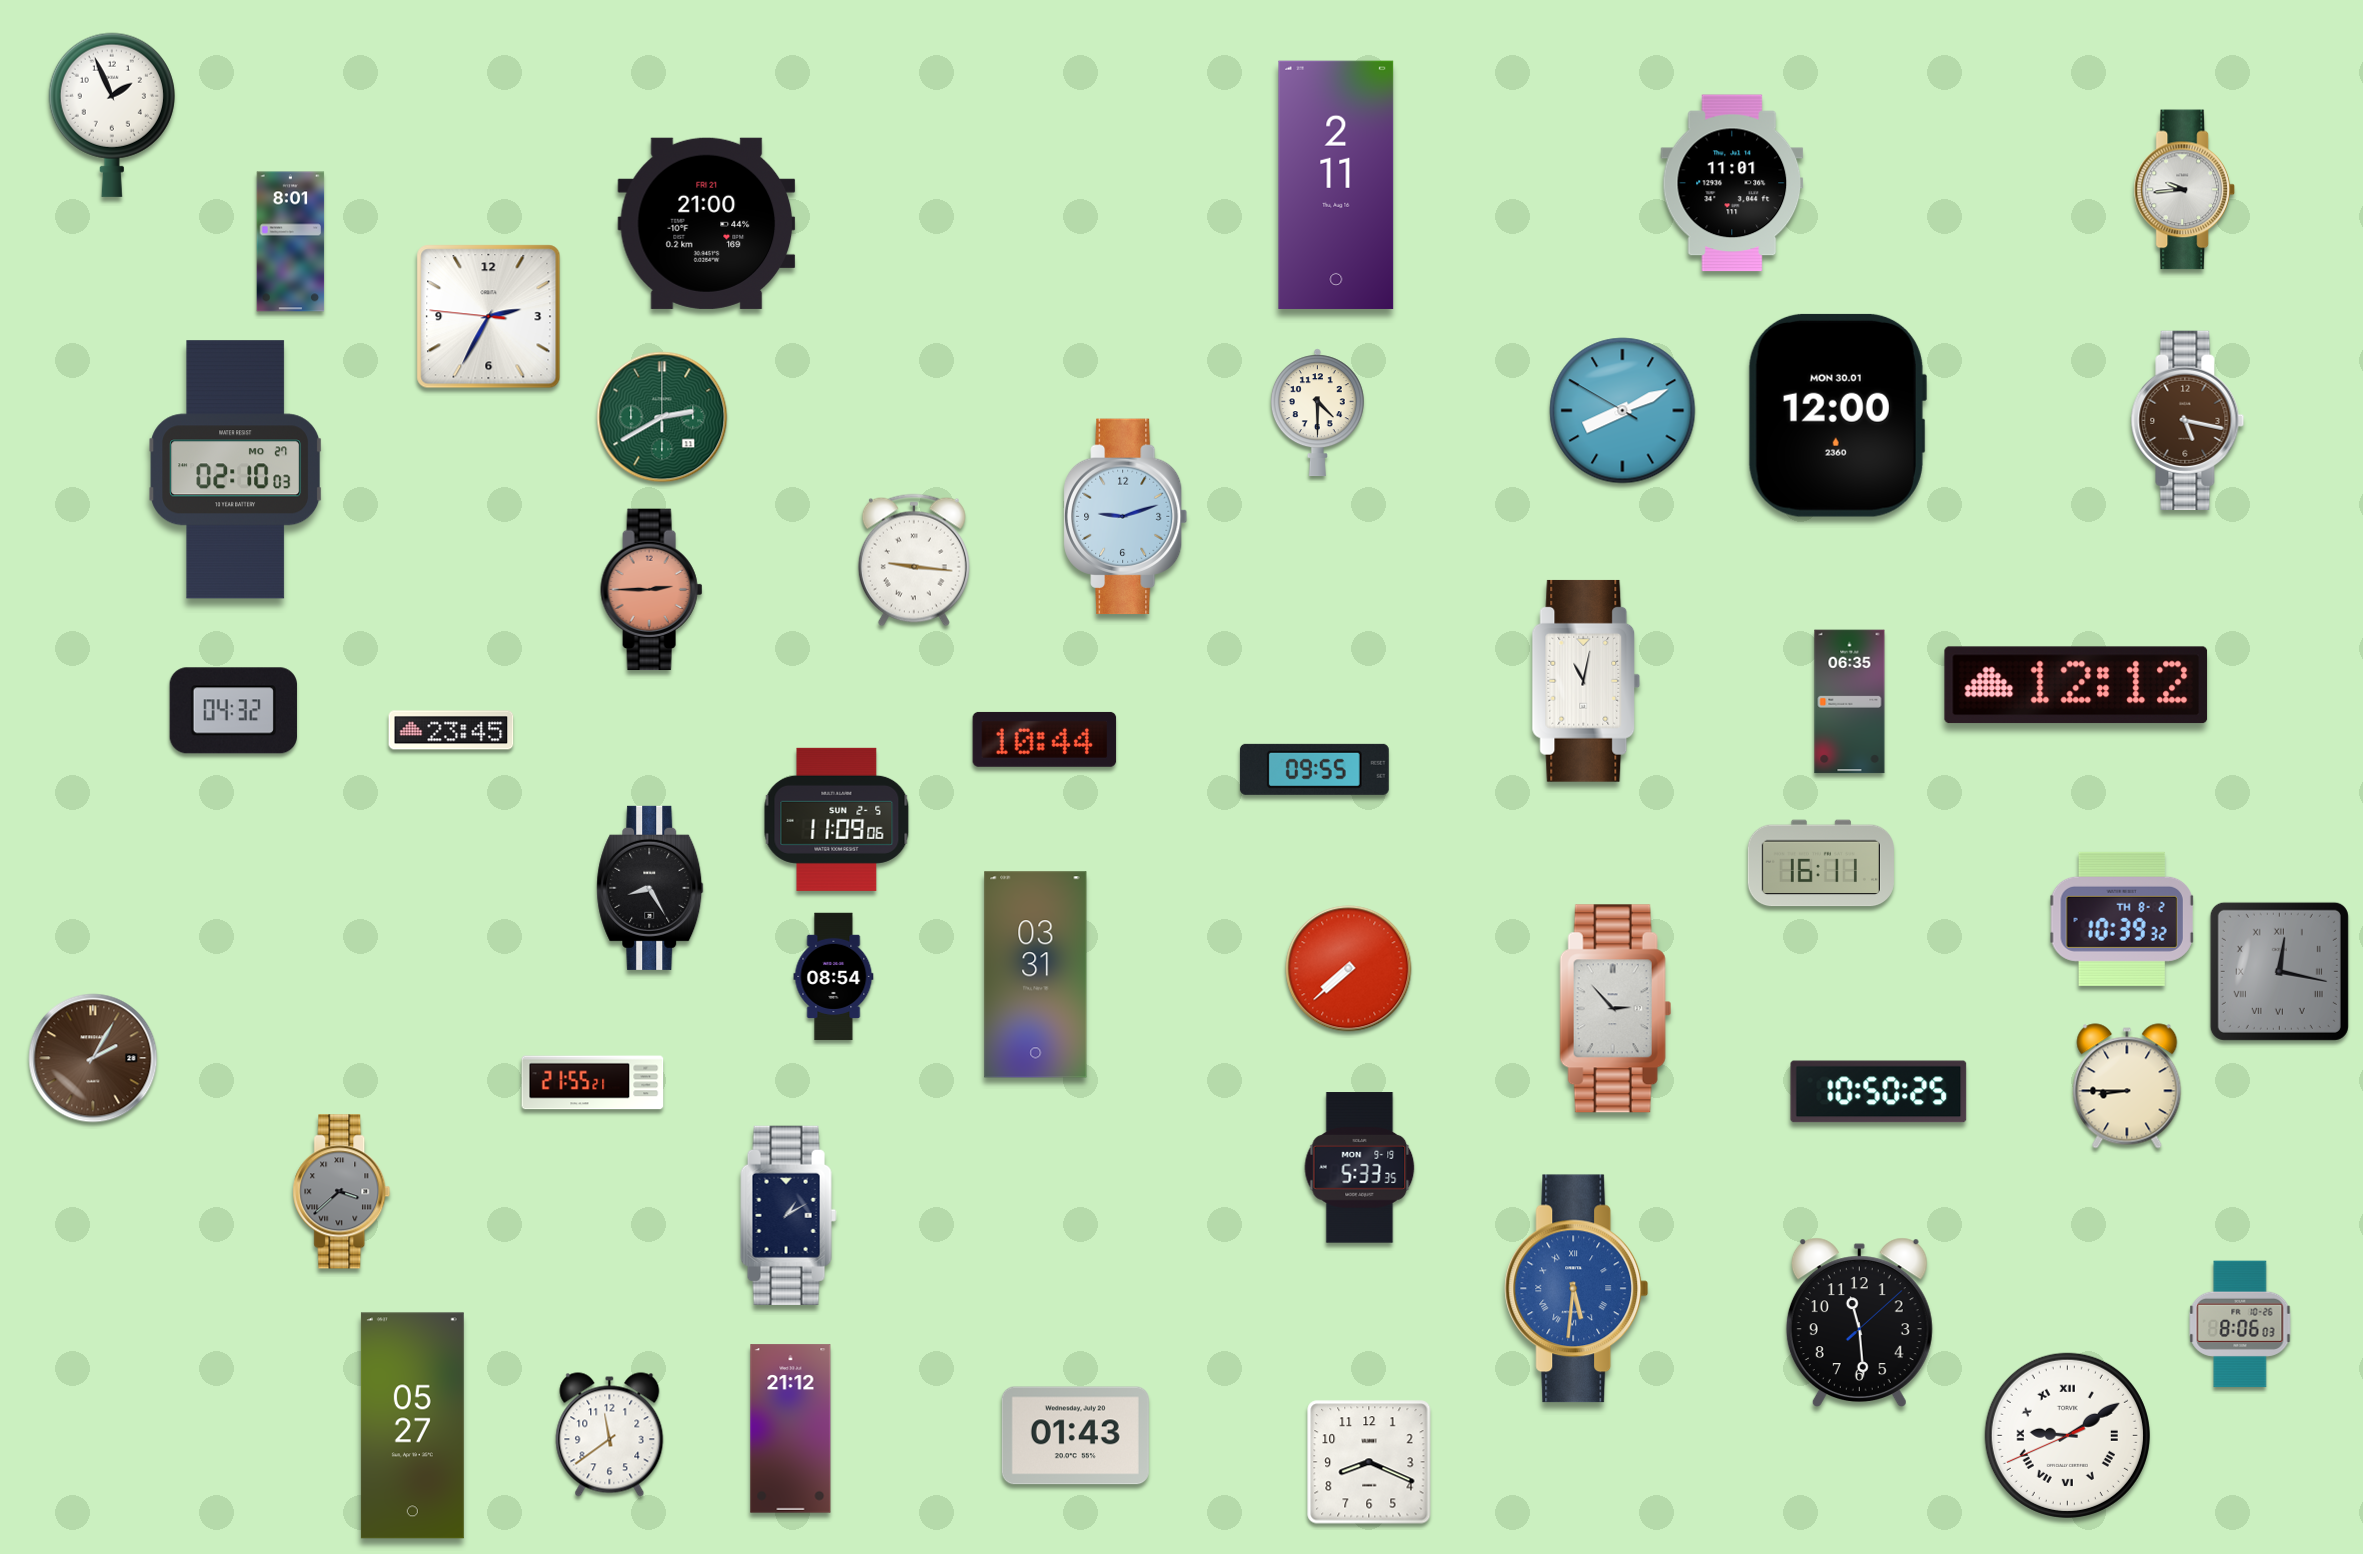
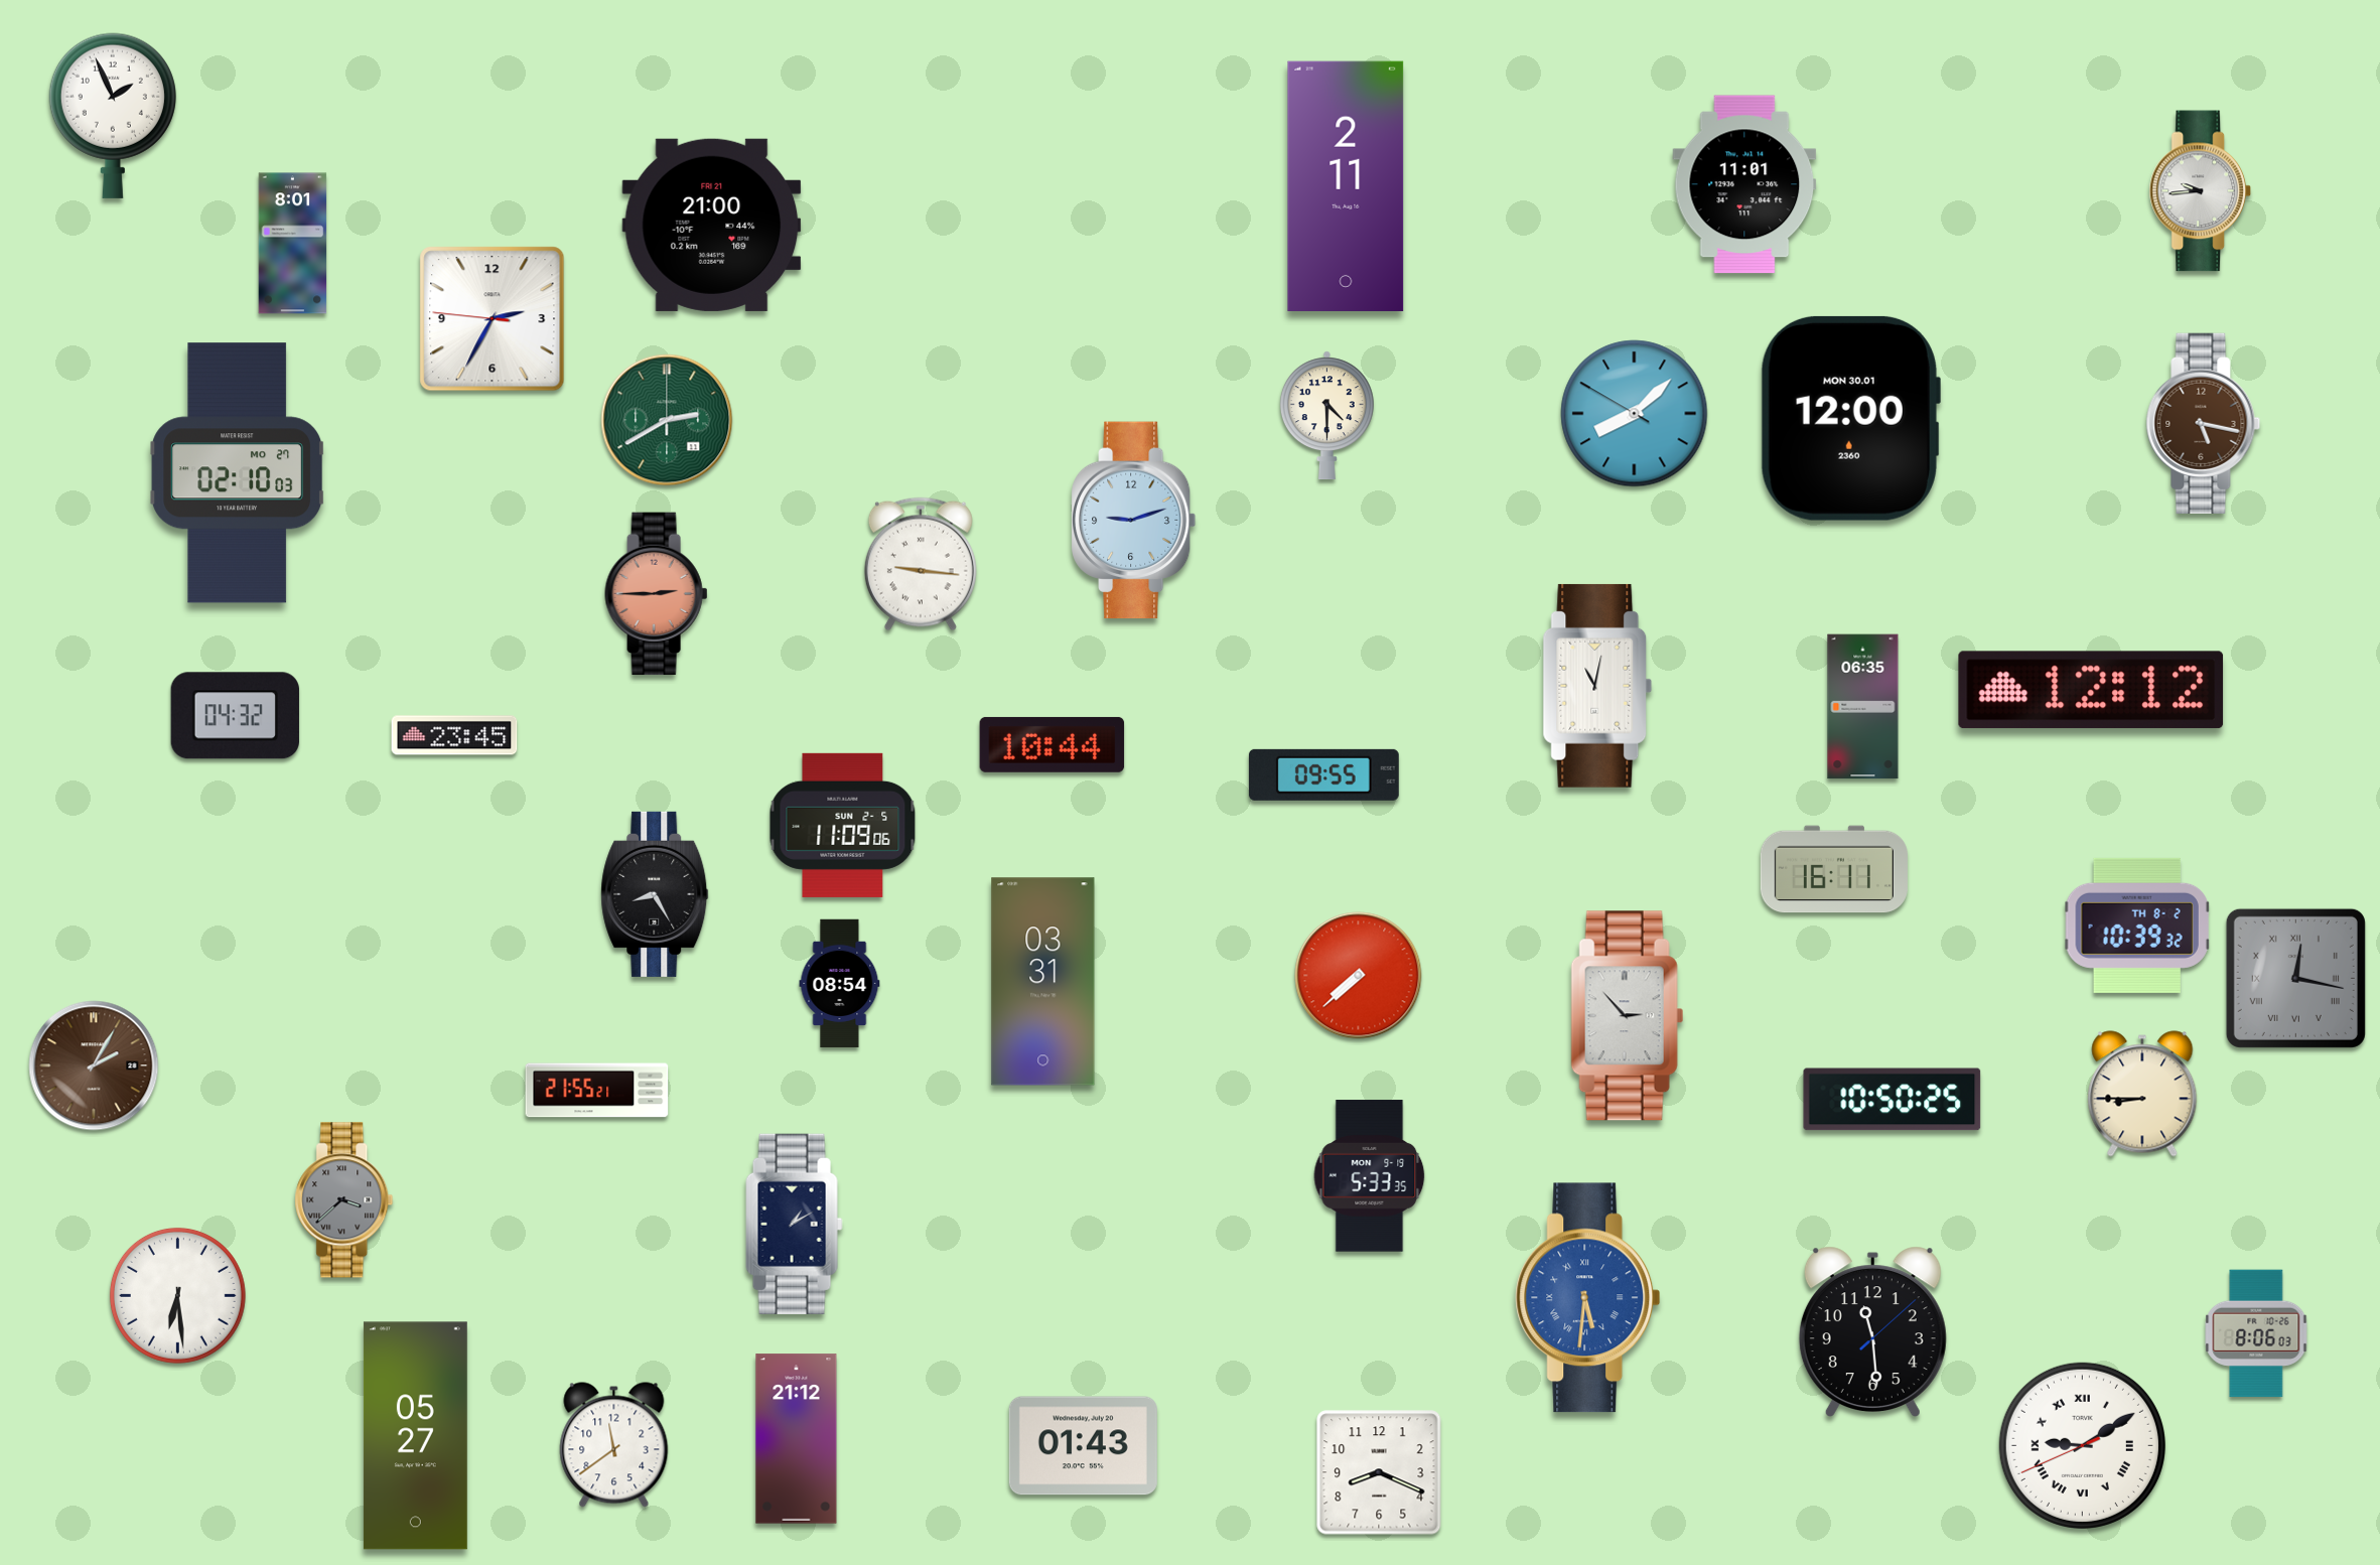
clock at (1623, 411): 8:10 -> 8:07
clock at (177, 1295): none -> 6:29
